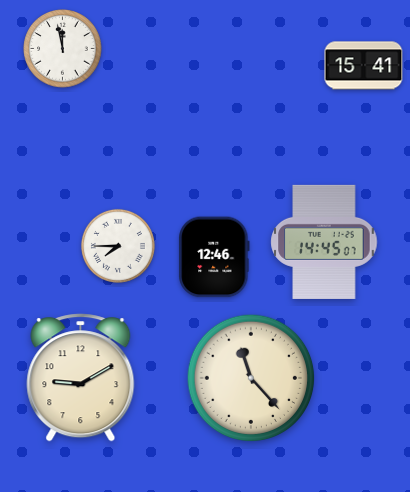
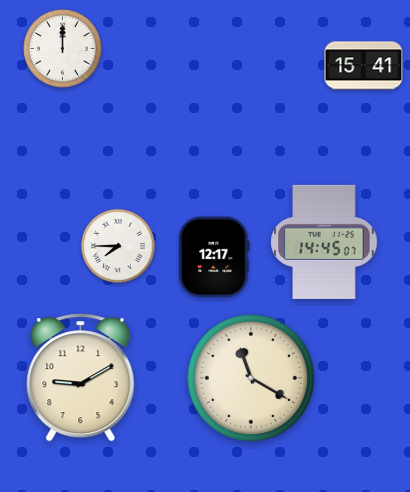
clock at (63, 49): 11:58 -> 12:00
clock at (214, 257): 12:46 -> 12:17
clock at (251, 378): 11:23 -> 11:20
